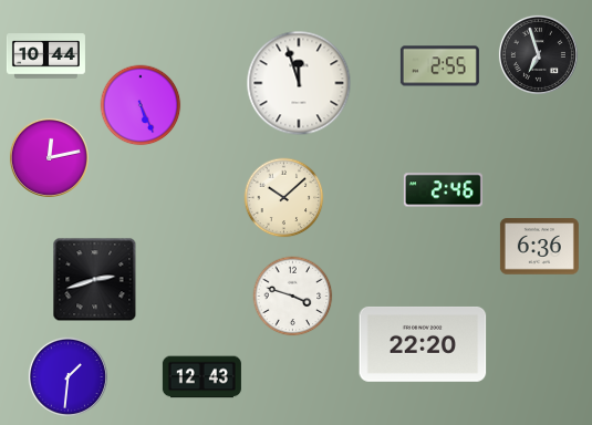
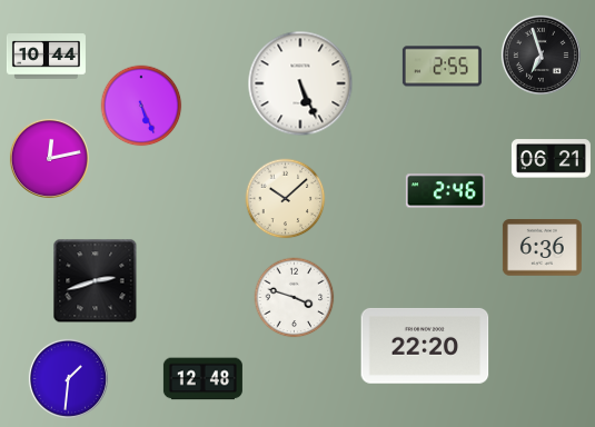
clock at (299, 83): 11:57 -> 5:26
clock at (551, 159): none -> 06:21
clock at (201, 377): 12:43 -> 12:48
